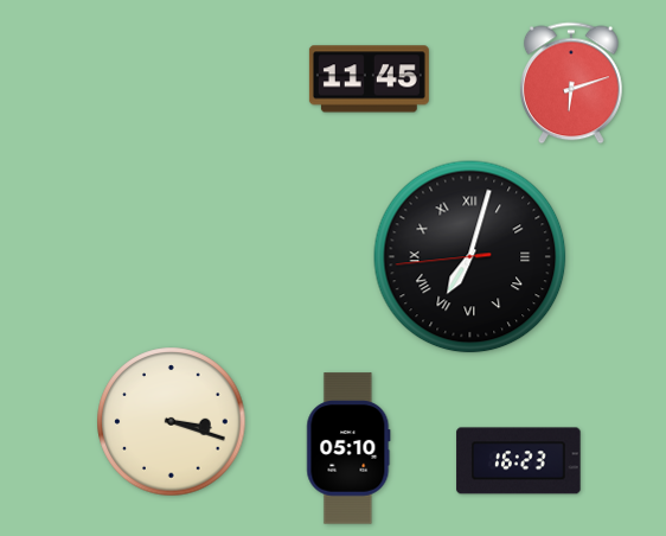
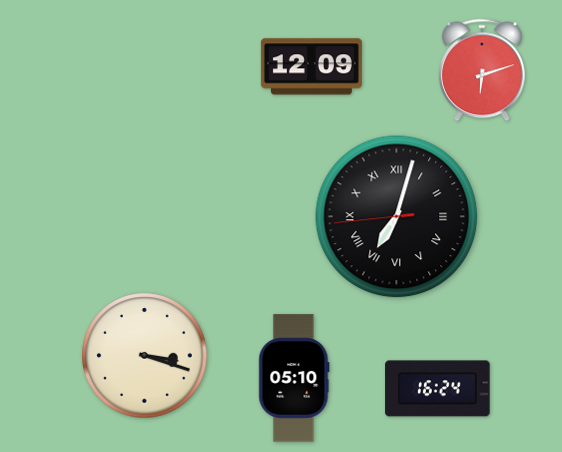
clock at (369, 79): 11:45 -> 12:09
clock at (519, 461): 16:23 -> 16:24
